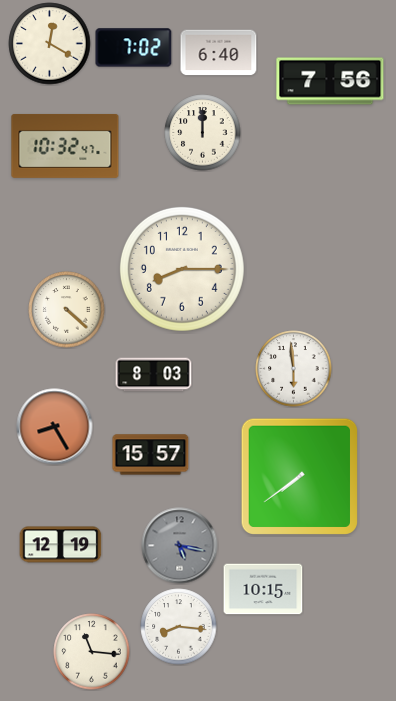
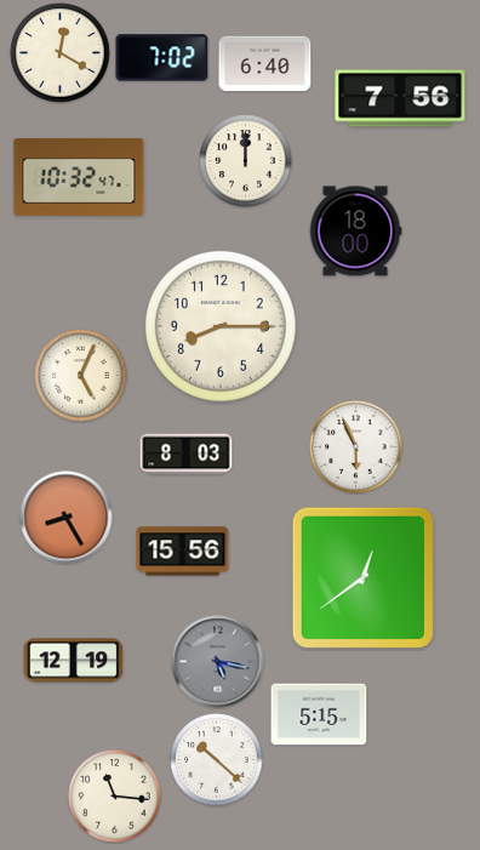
clock at (355, 232): none -> 18:00
clock at (67, 310): 4:22 -> 5:04
clock at (294, 369): 5:59 -> 5:56
clock at (151, 455): 15:57 -> 15:56
clock at (299, 476): 7:39 -> 12:39
clock at (263, 589): 10:15 -> 5:15
clock at (179, 627): 8:16 -> 10:22
clock at (92, 652) position: (92, 652) -> (115, 797)
